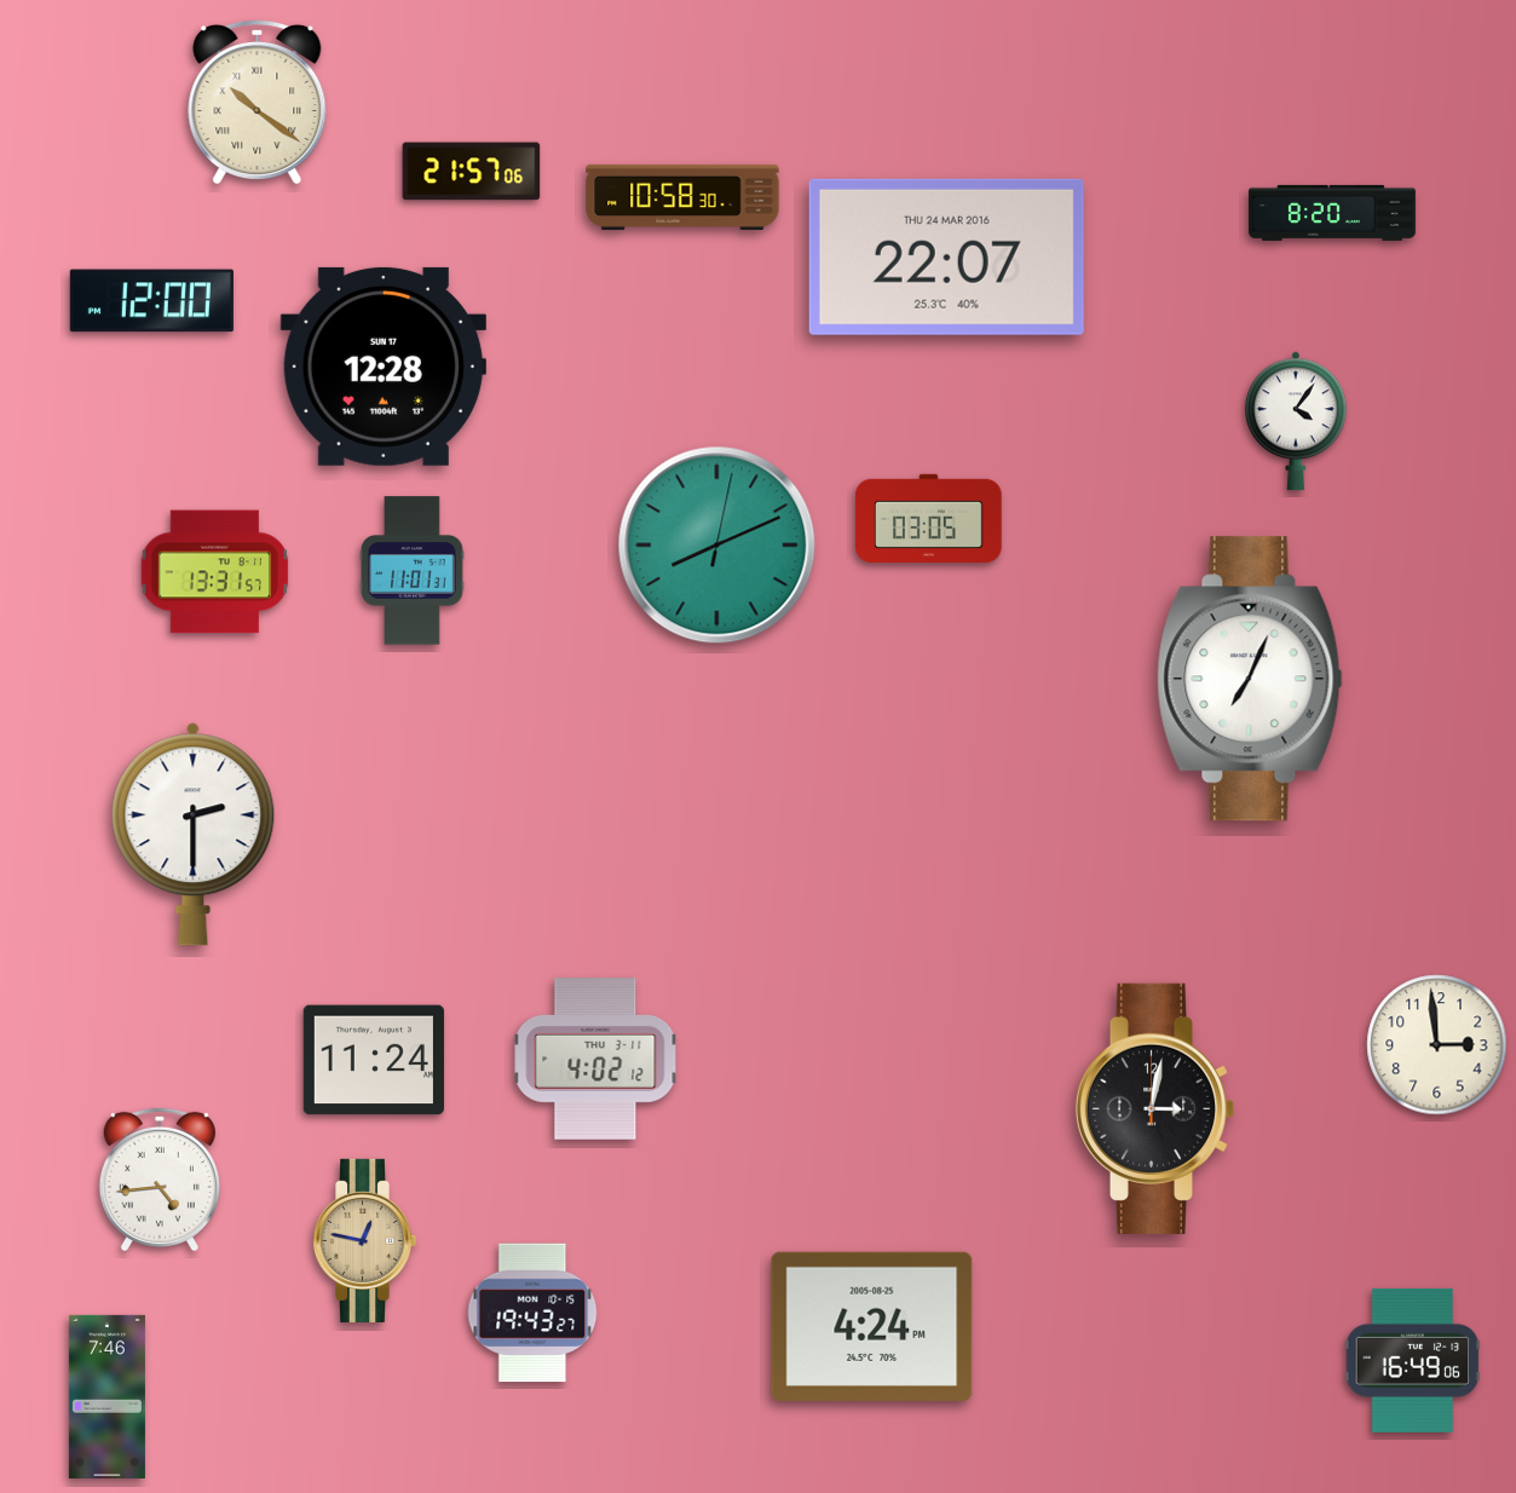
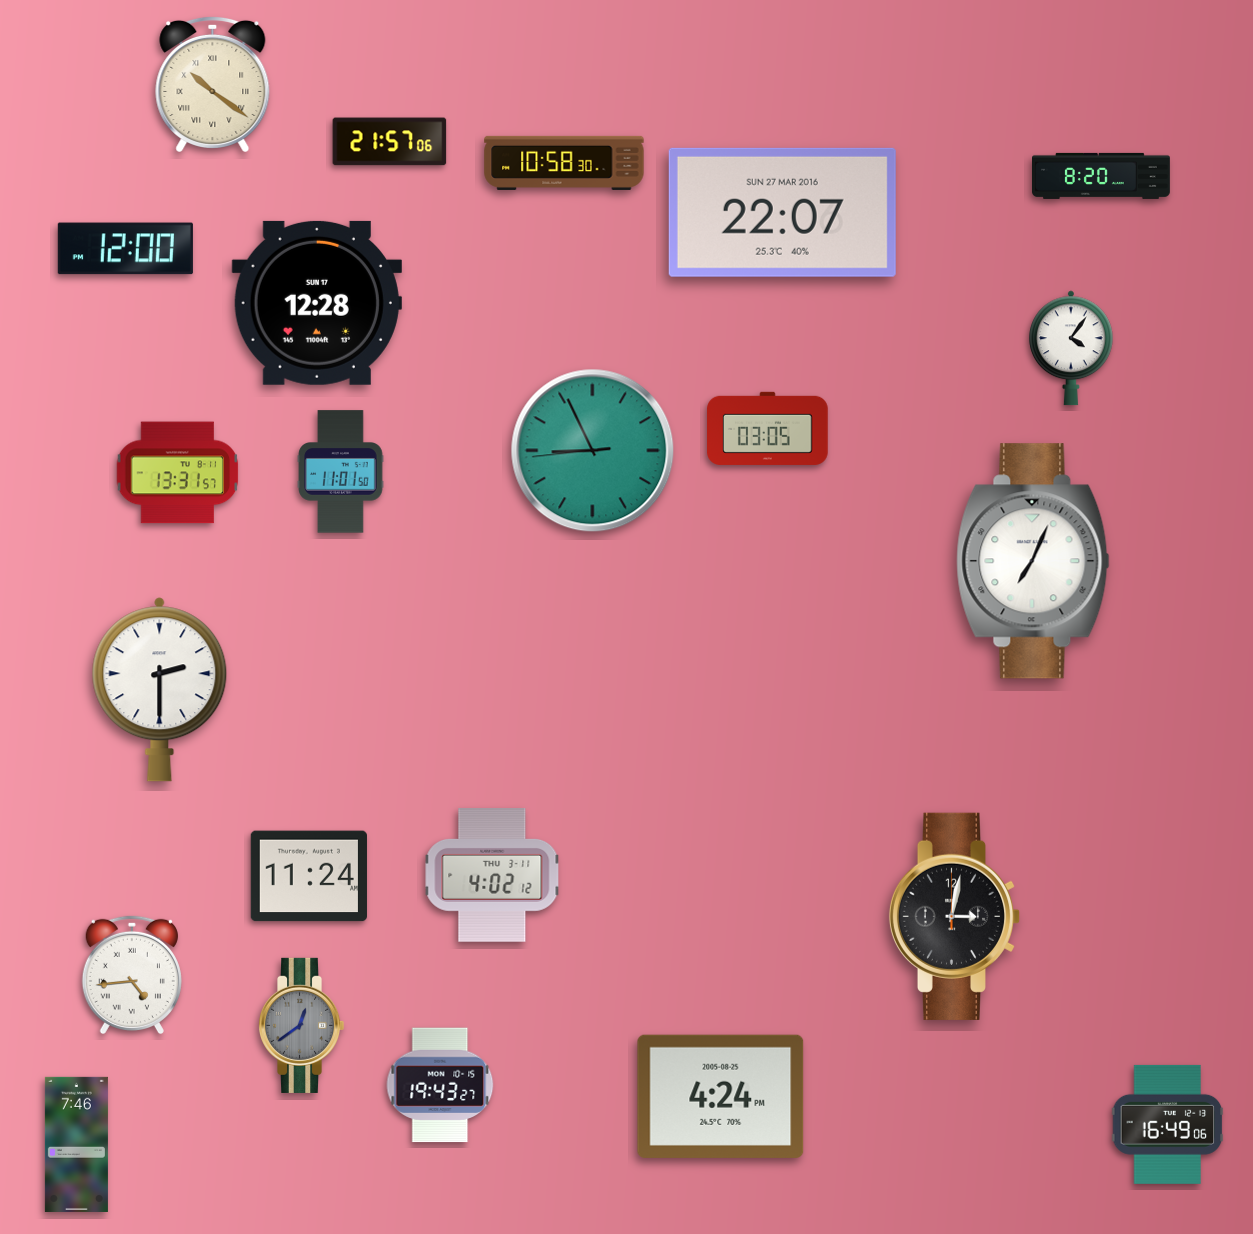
clock at (946, 256) date: THU 24 MAR 2016 -> SUN 27 MAR 2016
clock at (717, 546): 8:11 -> 8:55
clock at (413, 571): 11:01:31 -> 11:01:50
clock at (1437, 1045): 2:59 -> none
clock at (364, 1240): 12:47 -> 12:39
clock at (364, 1240) dial: champagne -> grey
clock at (106, 1396) position: (106, 1396) -> (76, 1144)
